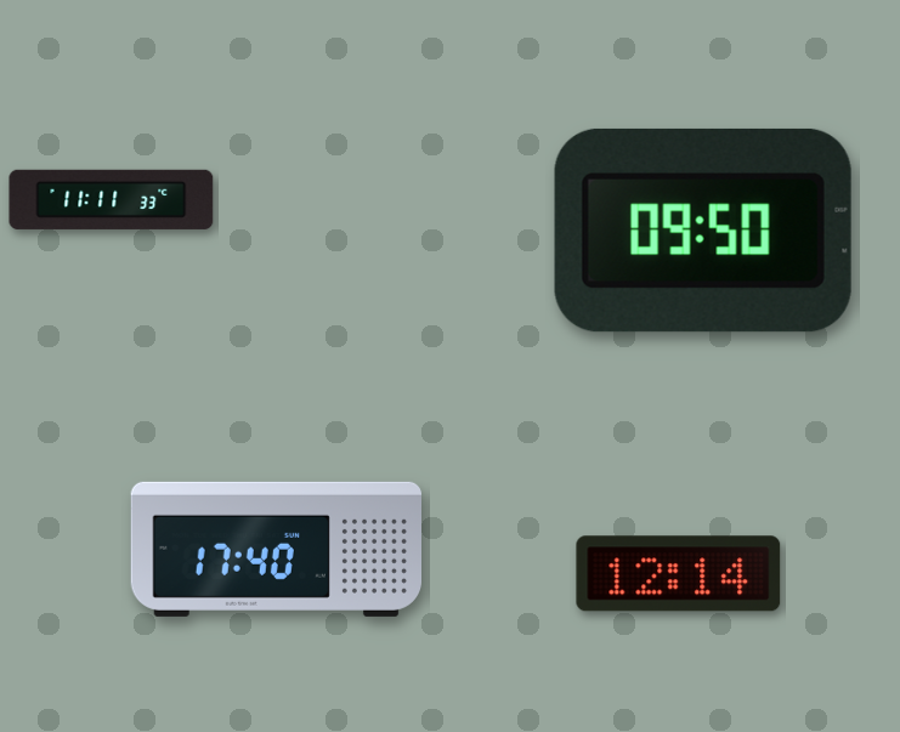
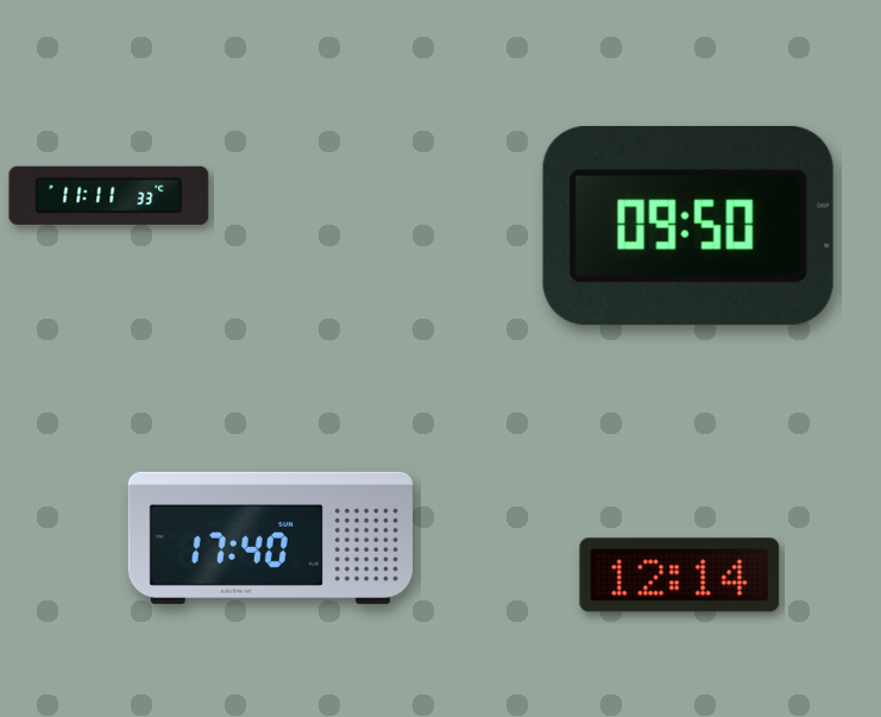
clock at (679, 574) position: (679, 574) -> (680, 576)
